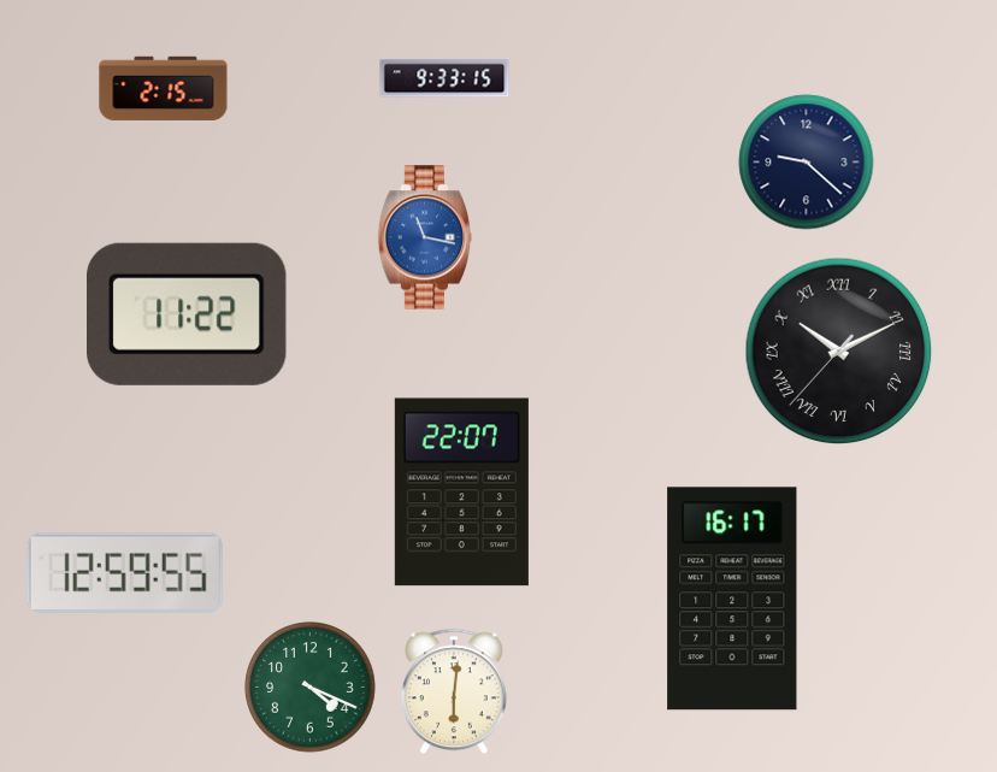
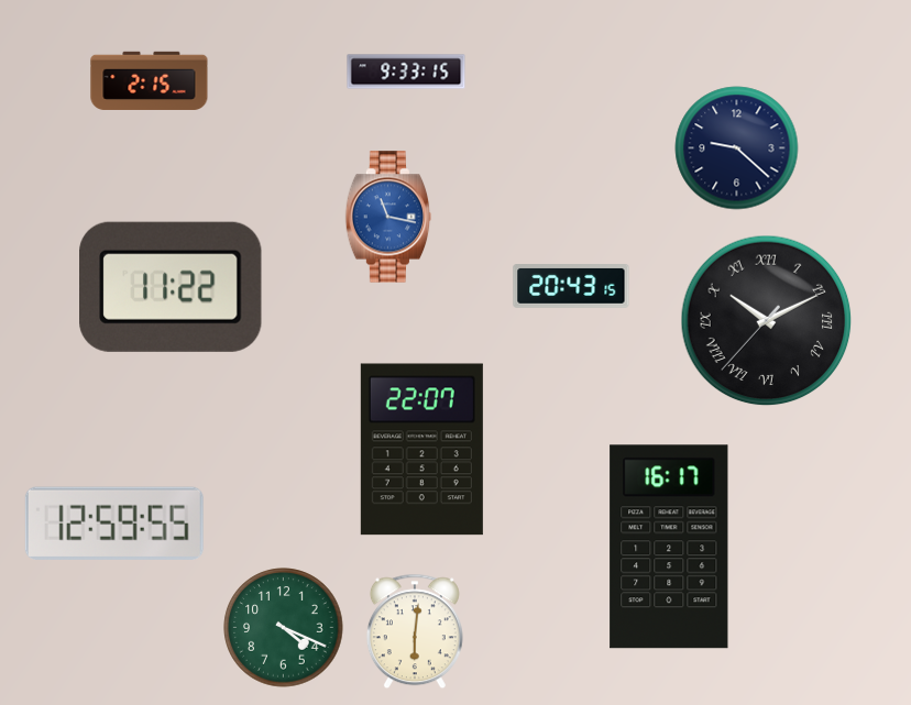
clock at (571, 287): none -> 20:43
